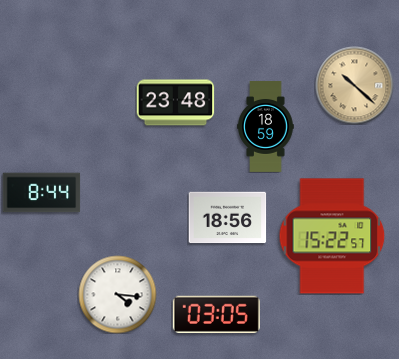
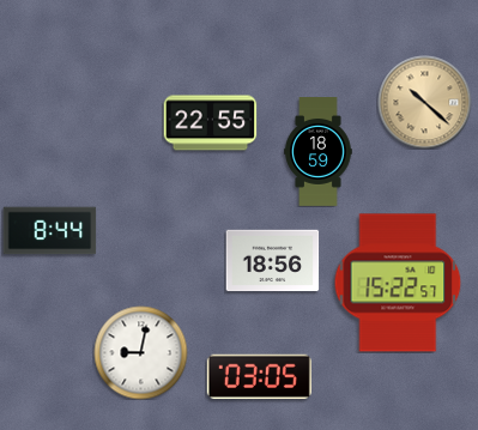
clock at (175, 103): 23:48 -> 22:55
clock at (117, 294): 4:16 -> 9:02
